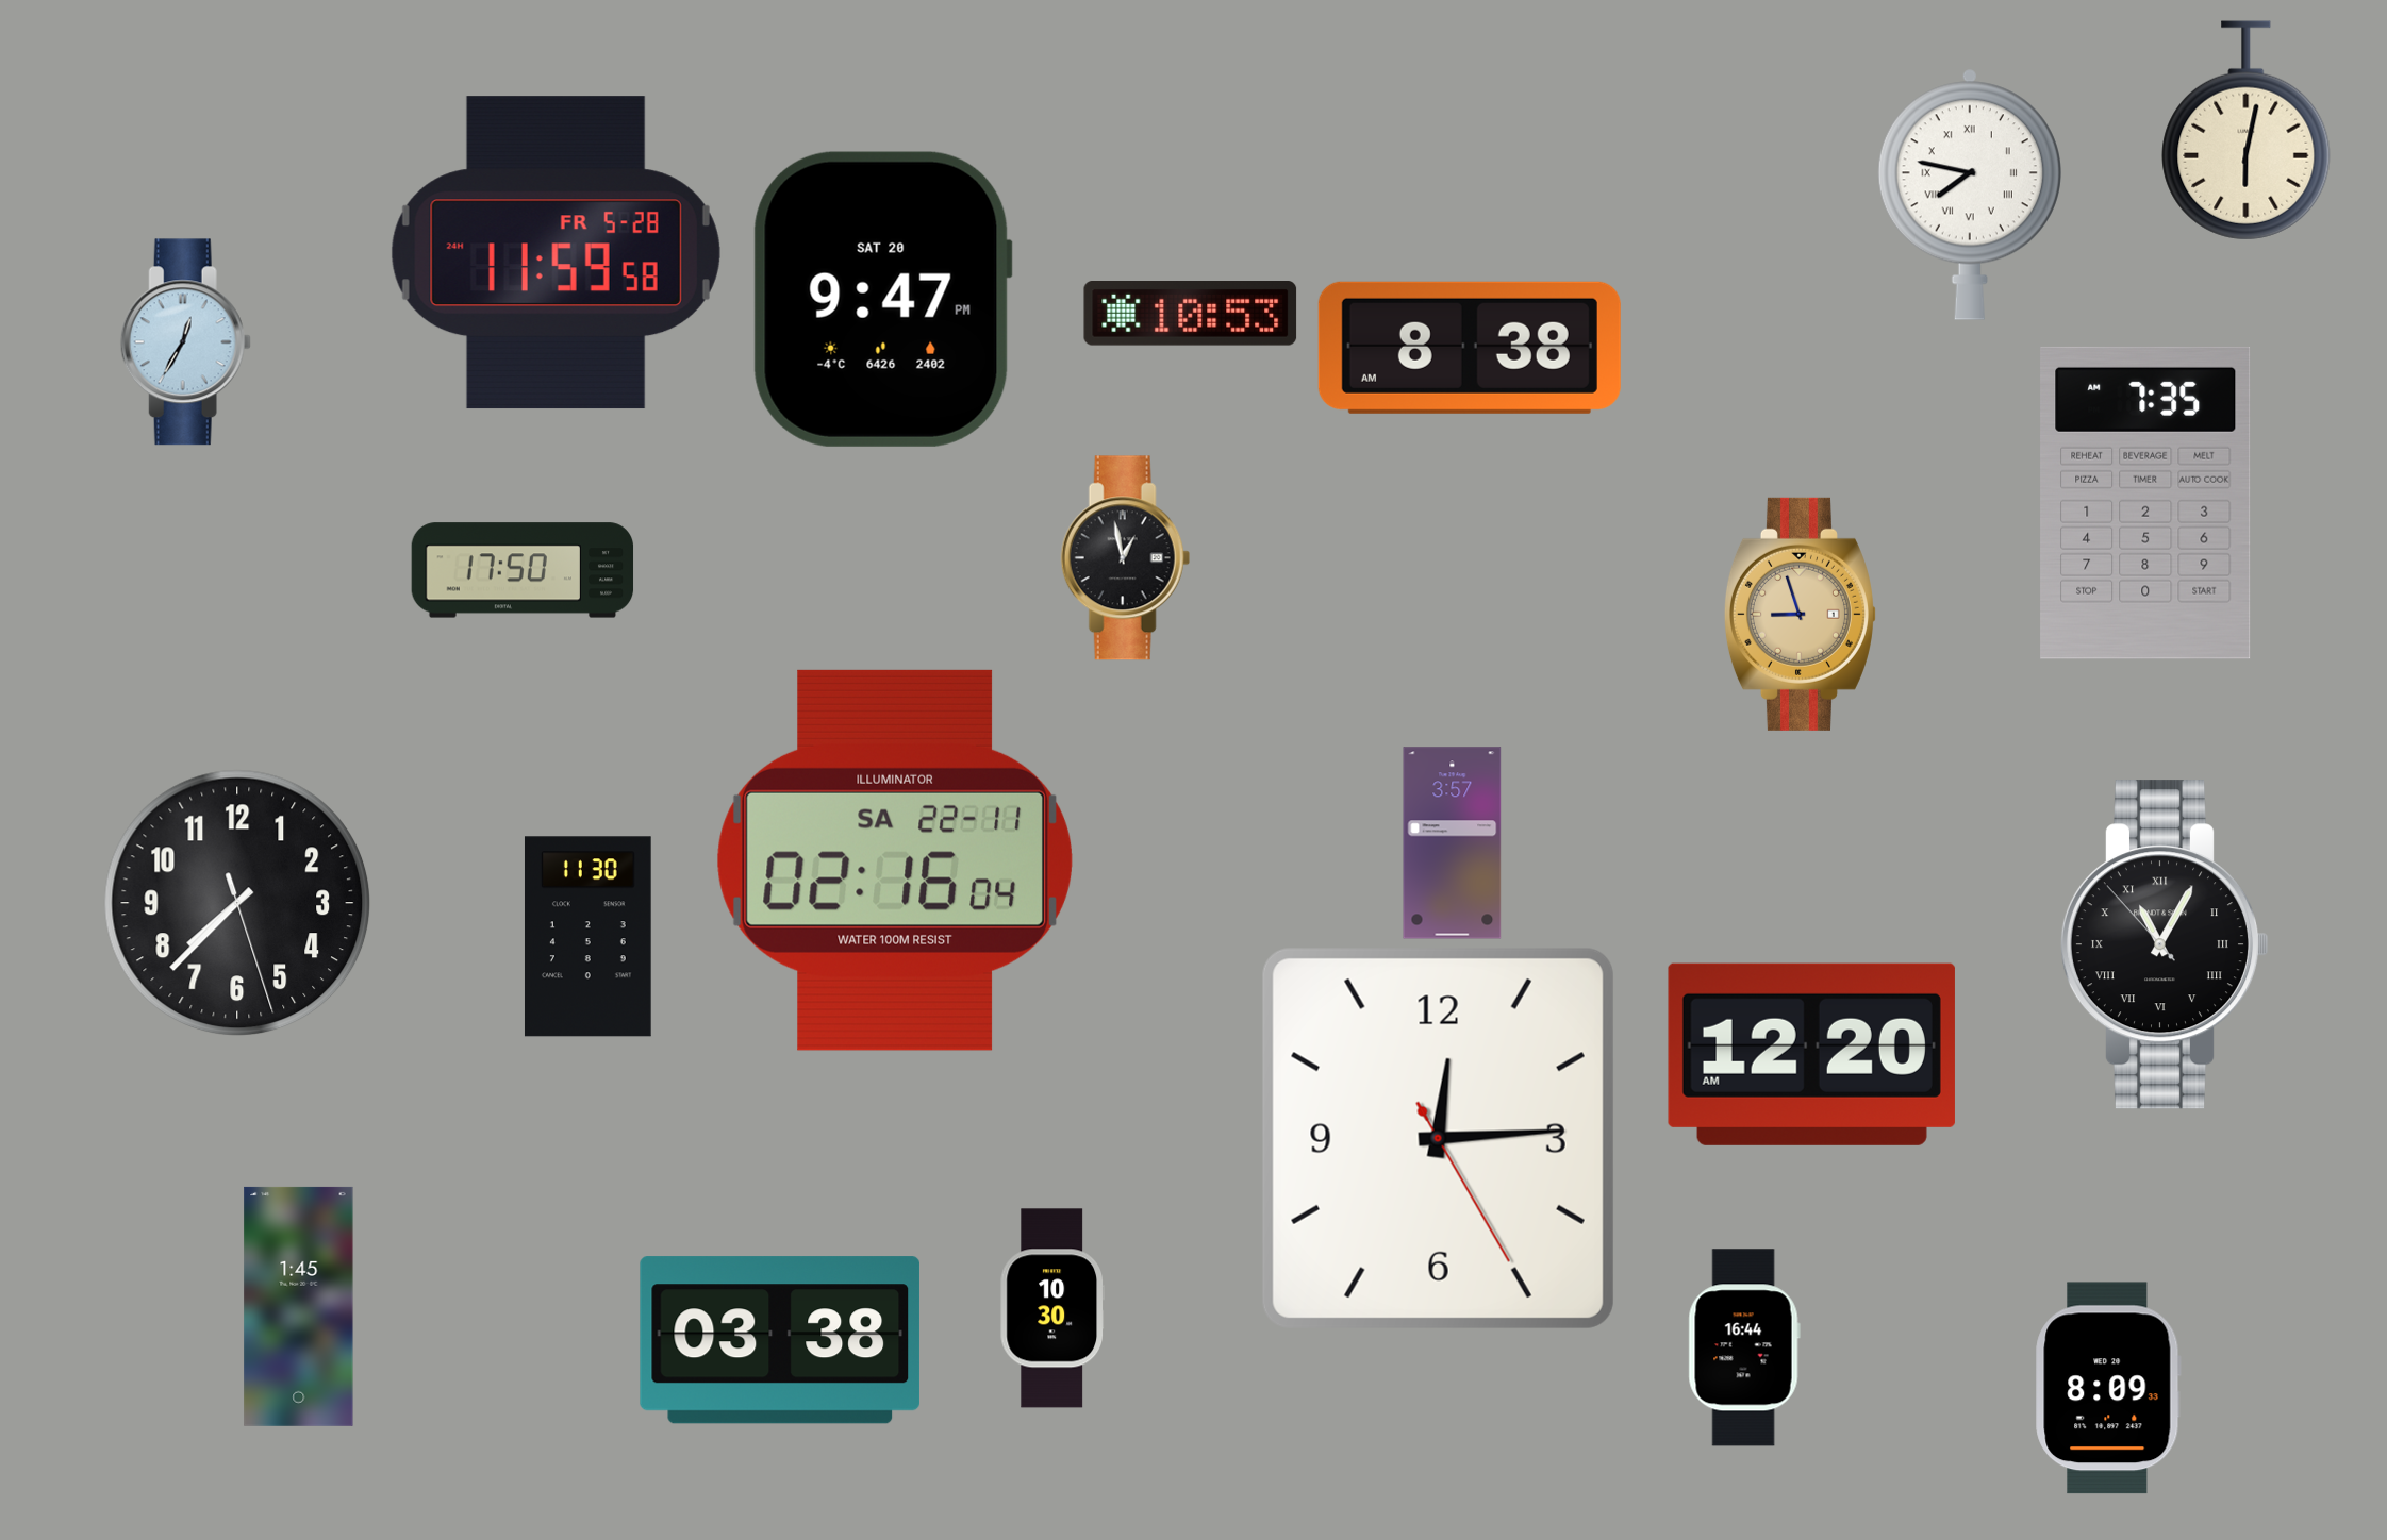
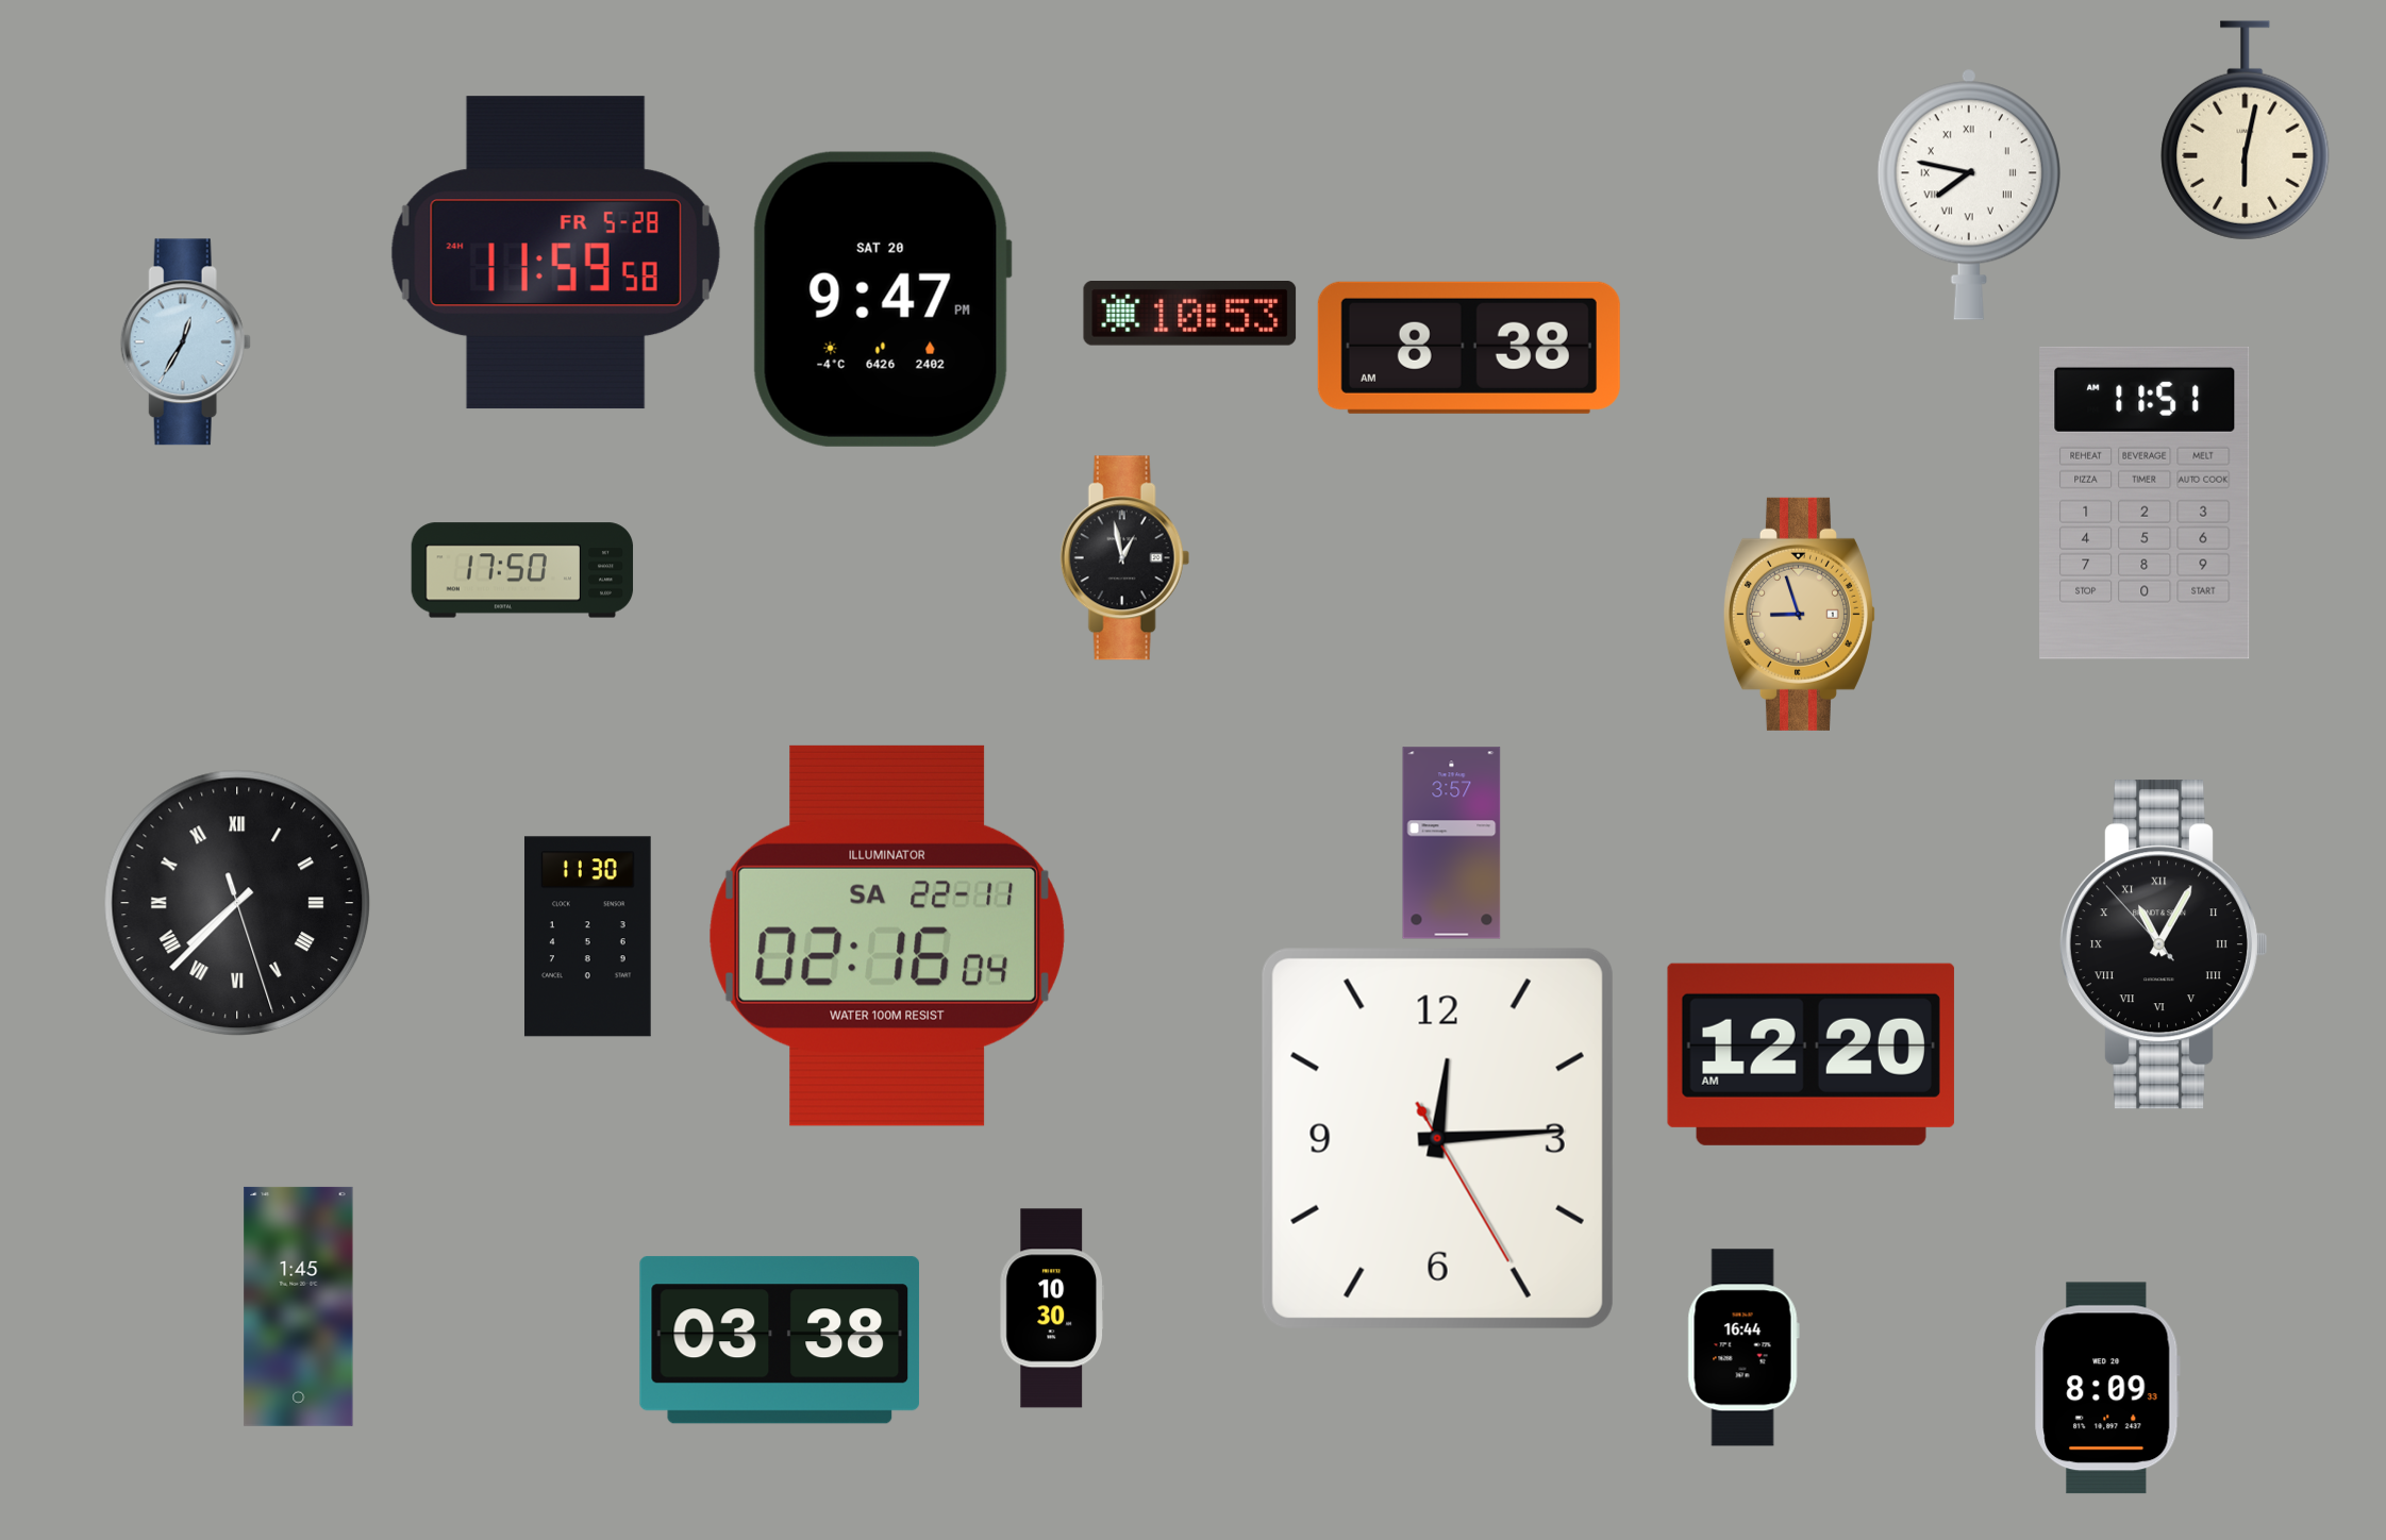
clock at (2145, 503): 7:35 -> 11:51
clock at (895, 860) position: (895, 860) -> (887, 936)
clock at (237, 903) numerals: Arabic -> Roman
